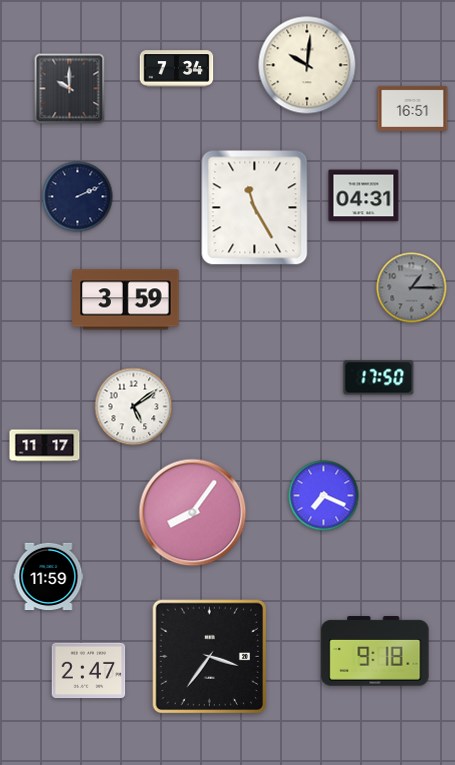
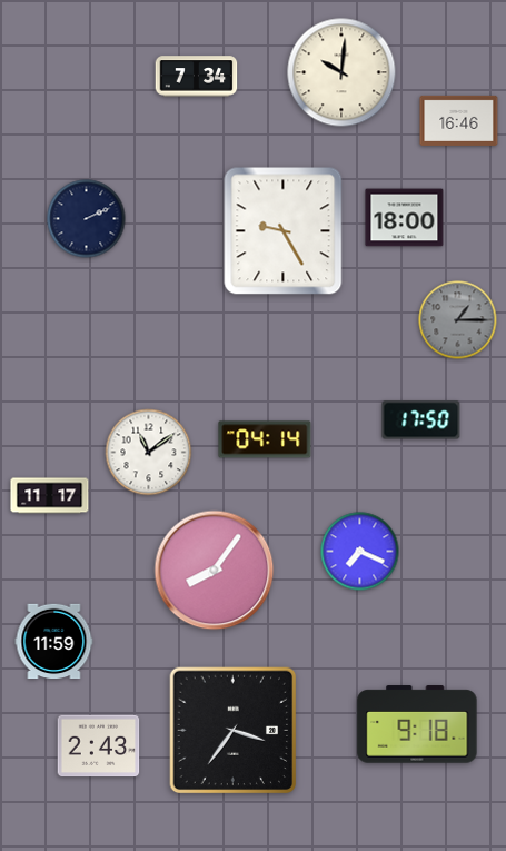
clock at (70, 89): 10:00 -> none
clock at (413, 108): 16:51 -> 16:46
clock at (364, 196): 04:31 -> 18:00
clock at (255, 208): 11:25 -> 9:25
clock at (126, 300): 3:59 -> none
clock at (265, 439): none -> 04:14
clock at (134, 407): 5:09 -> 11:09
clock at (89, 671): 2:47 -> 2:43
